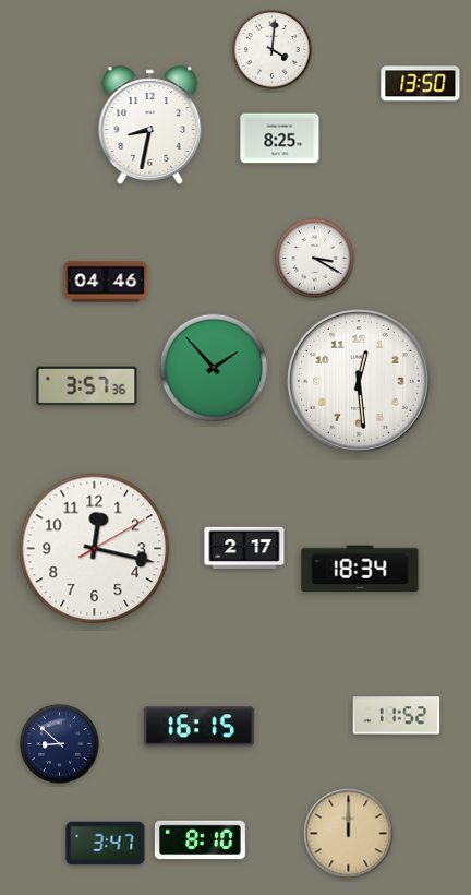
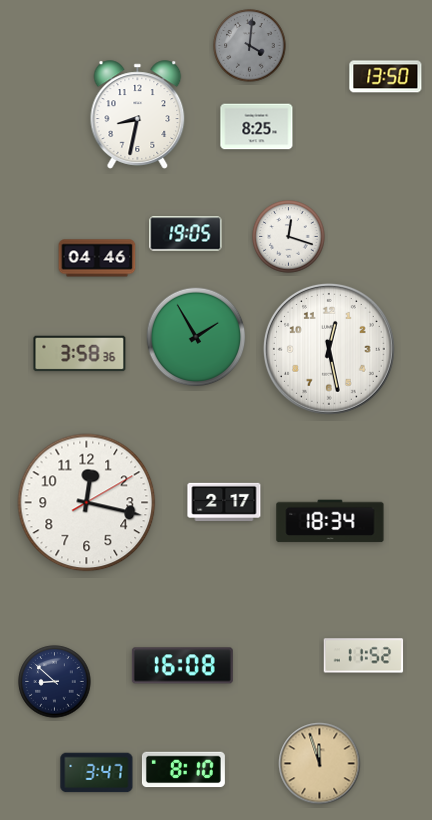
clock at (273, 50) dial: white -> grey
clock at (186, 234): none -> 19:05
clock at (315, 259): 3:20 -> 12:18
clock at (214, 368): 1:53 -> 1:55
clock at (359, 381): 12:29 -> 12:28
clock at (87, 386): 3:57 -> 3:58
clock at (198, 727): 16:15 -> 16:08
clock at (349, 834): 12:00 -> 11:57
